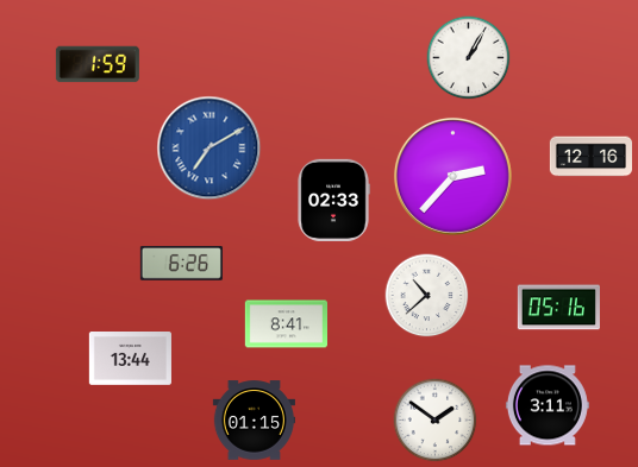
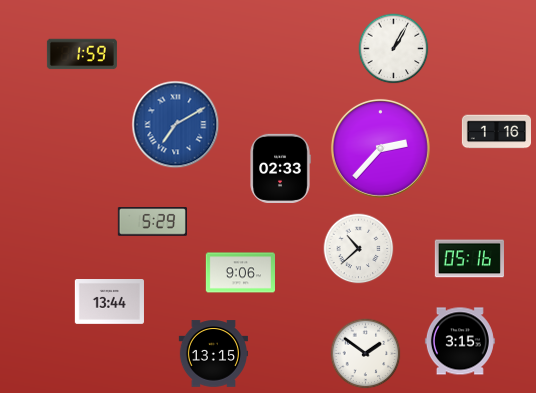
clock at (590, 157): 12:16 -> 1:16
clock at (181, 264): 6:26 -> 5:29
clock at (286, 324): 8:41 -> 9:06
clock at (548, 405): 3:11 -> 3:15
clock at (254, 421): 01:15 -> 13:15
